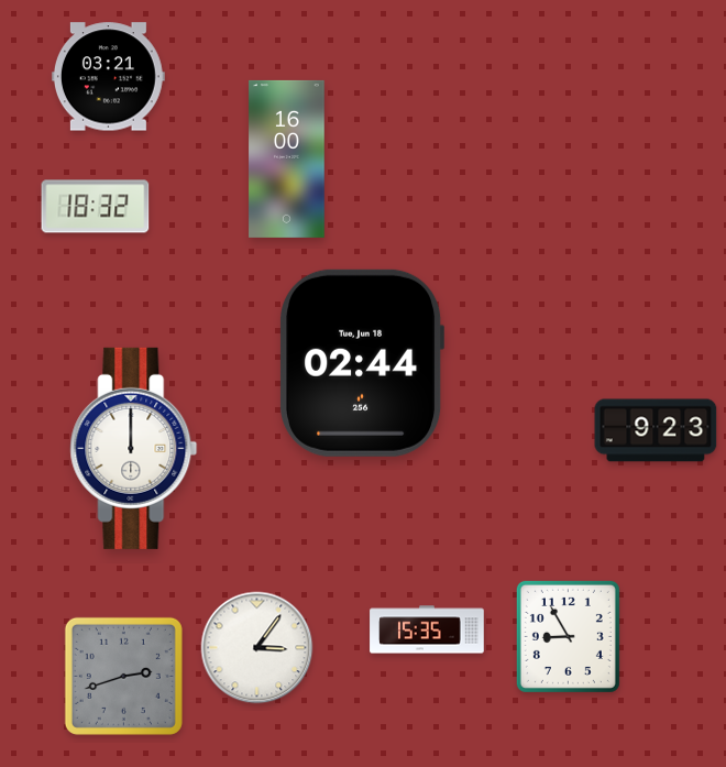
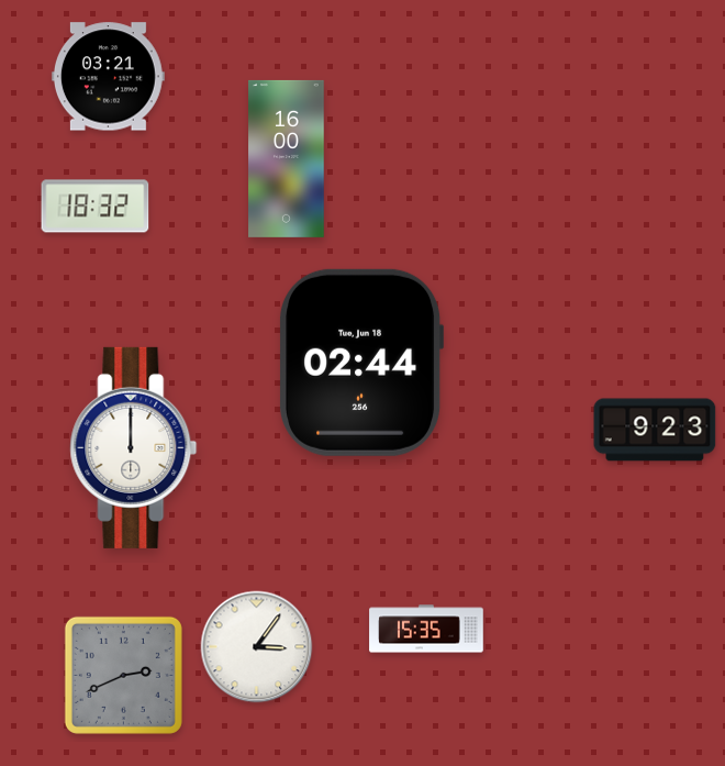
clock at (568, 636): 8:55 -> none
clock at (123, 676): 2:42 -> 2:41
